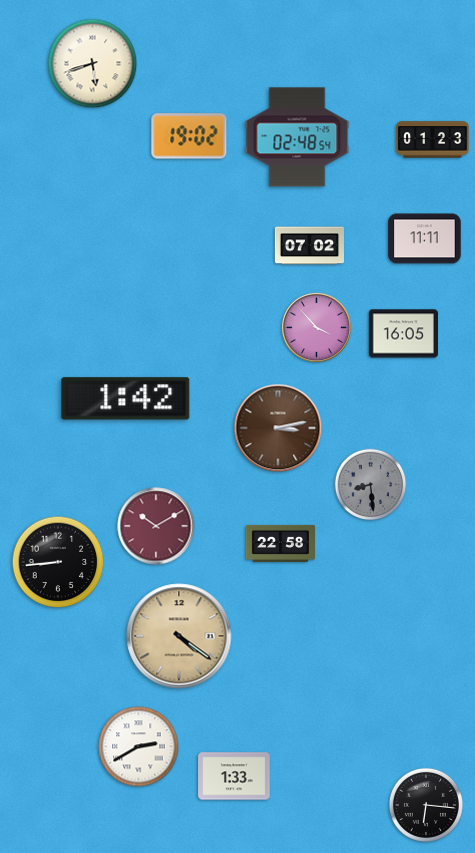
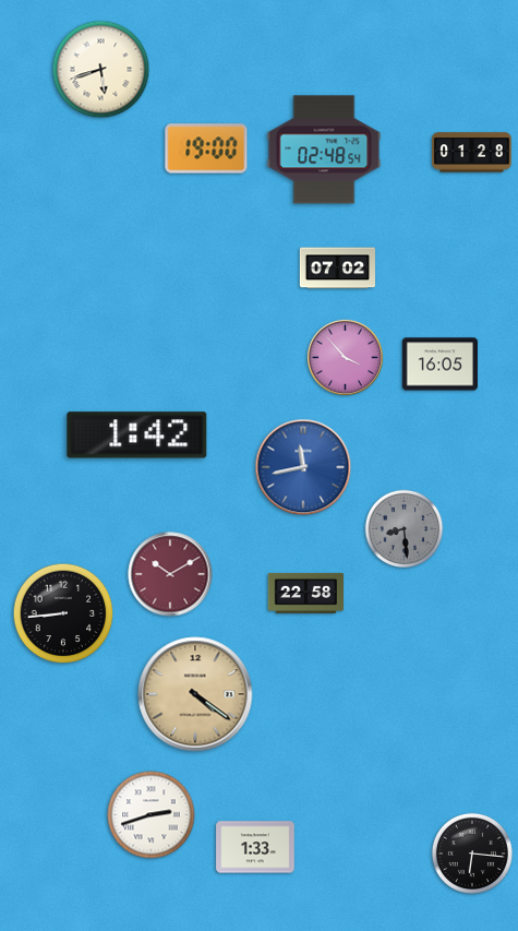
clock at (189, 136): 19:02 -> 19:00
clock at (433, 140): 01:23 -> 01:28
clock at (425, 239): 11:11 -> none
clock at (278, 428): 3:13 -> 11:43
clock at (278, 428) dial: brown -> blue
clock at (139, 747): 2:40 -> 2:42
clock at (426, 805) position: (426, 805) -> (472, 854)
